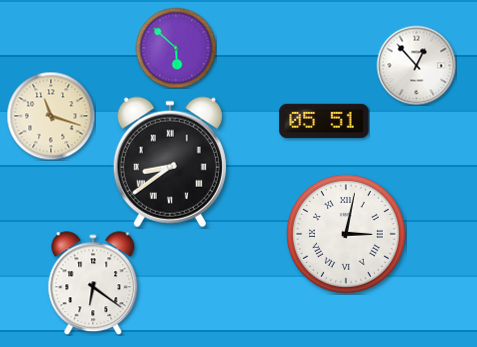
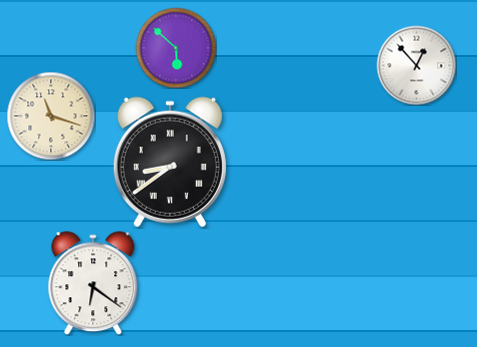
clock at (324, 120): 05:51 -> none
clock at (347, 235): 3:02 -> none
